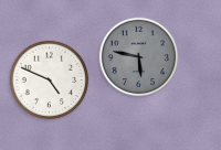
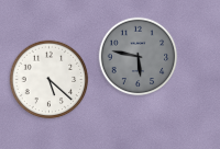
clock at (50, 81): 4:49 -> 5:22
